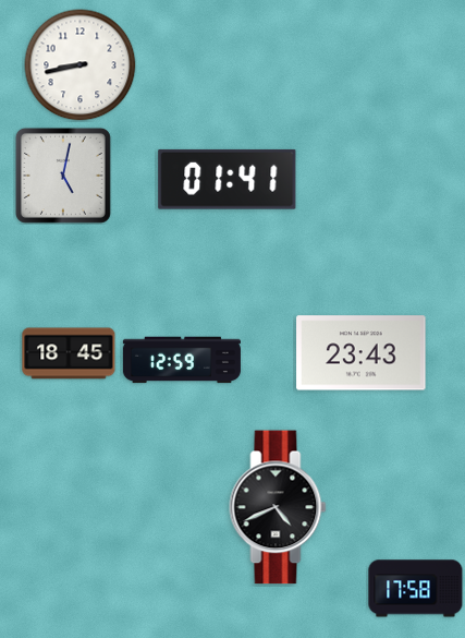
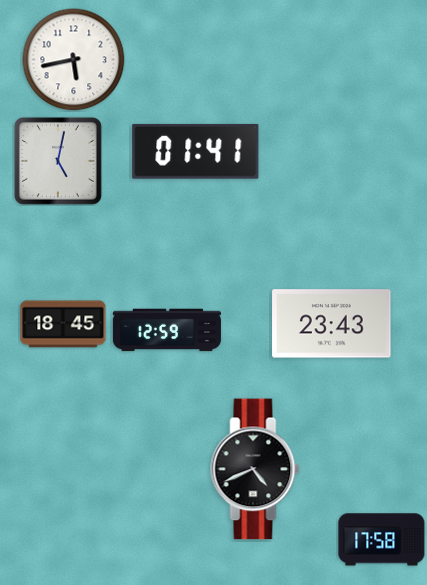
clock at (81, 65): 8:43 -> 5:43
clock at (228, 179) position: (228, 179) -> (196, 151)
clock at (278, 507) position: (278, 507) -> (255, 469)
